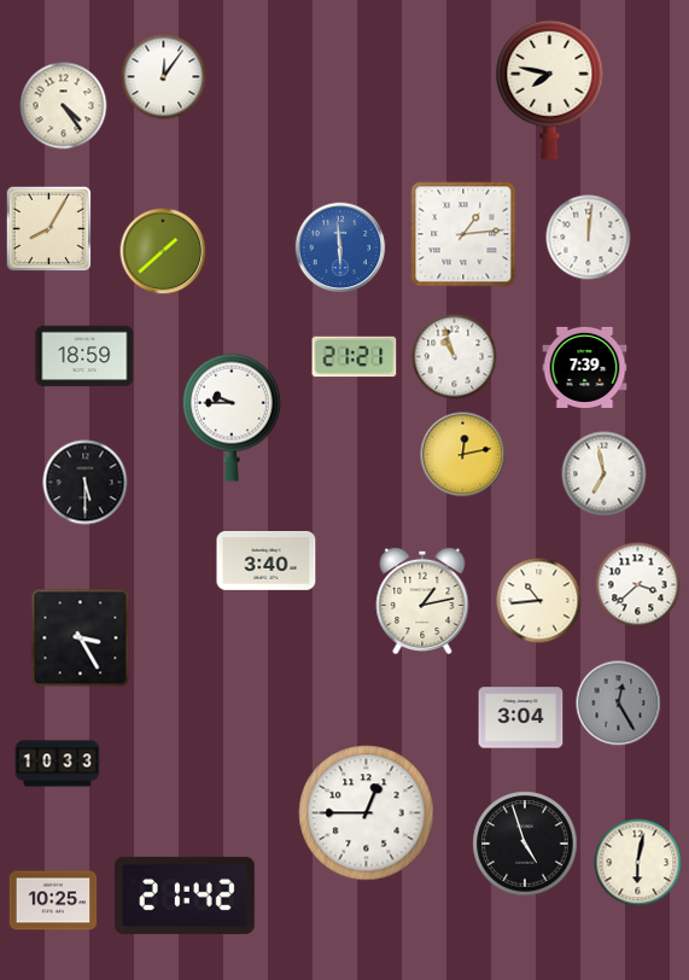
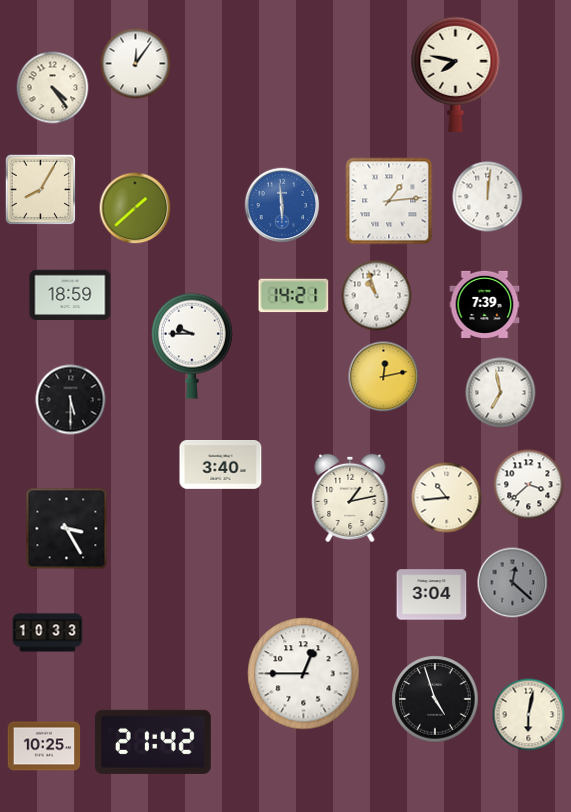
clock at (463, 234) position: (463, 234) -> (389, 201)
clock at (355, 357): 21:21 -> 14:21
clock at (619, 704): 12:25 -> 12:22
